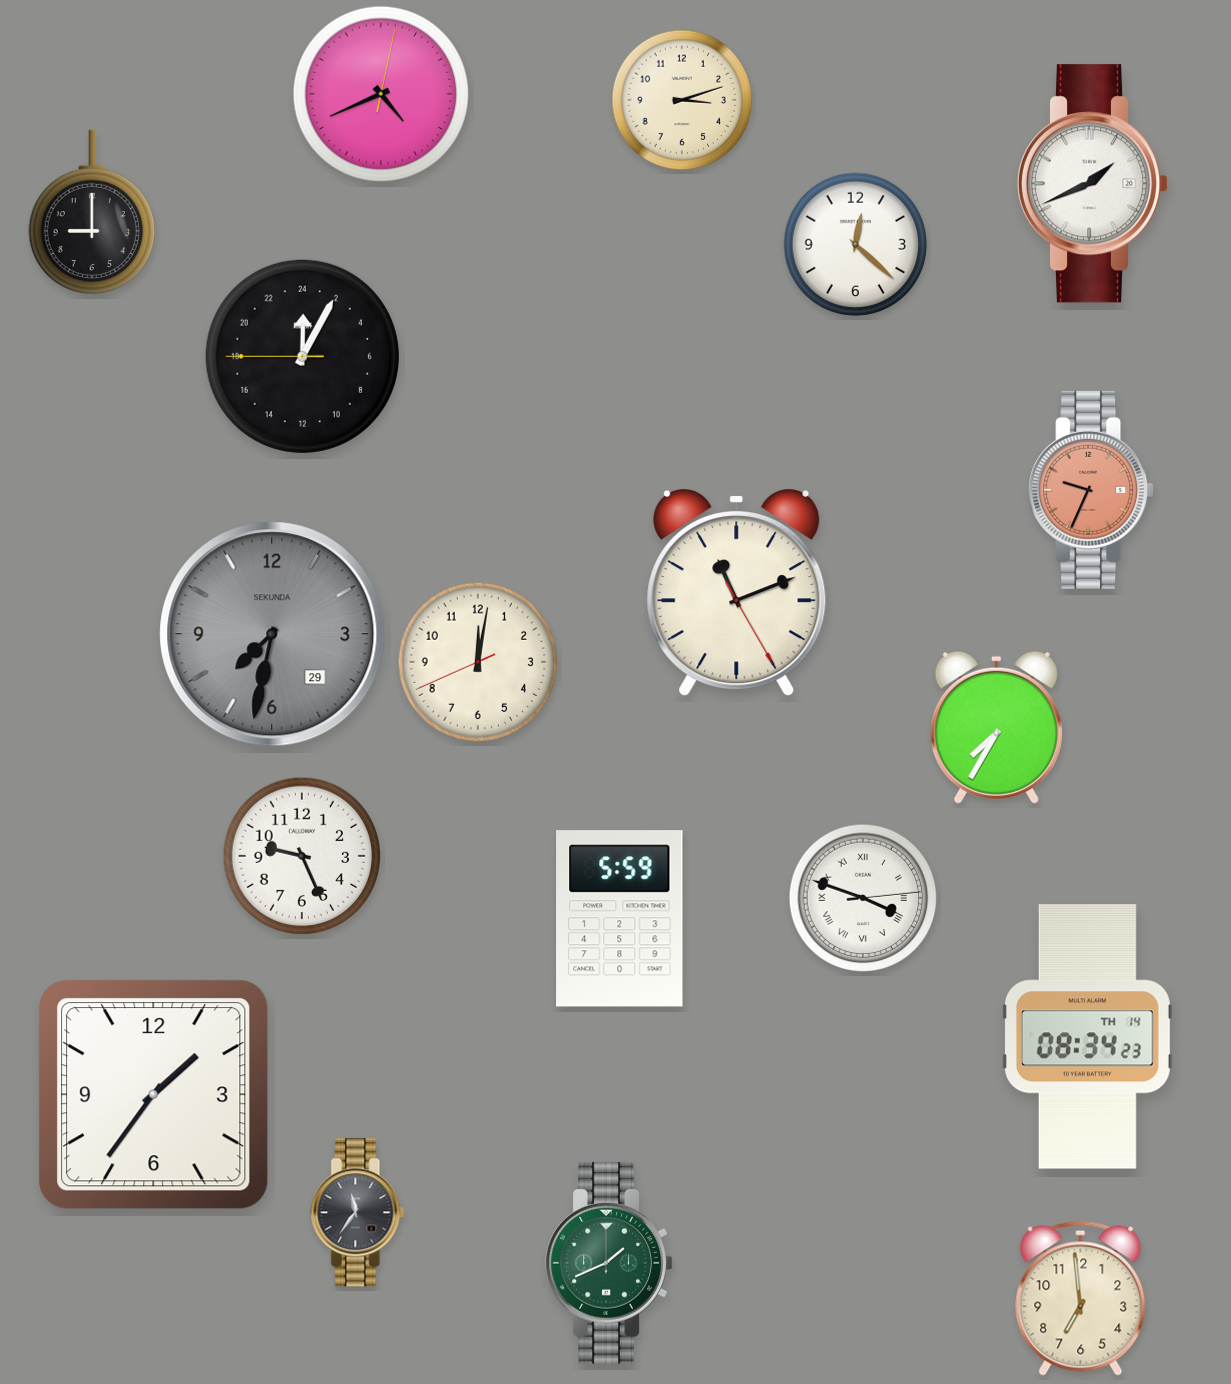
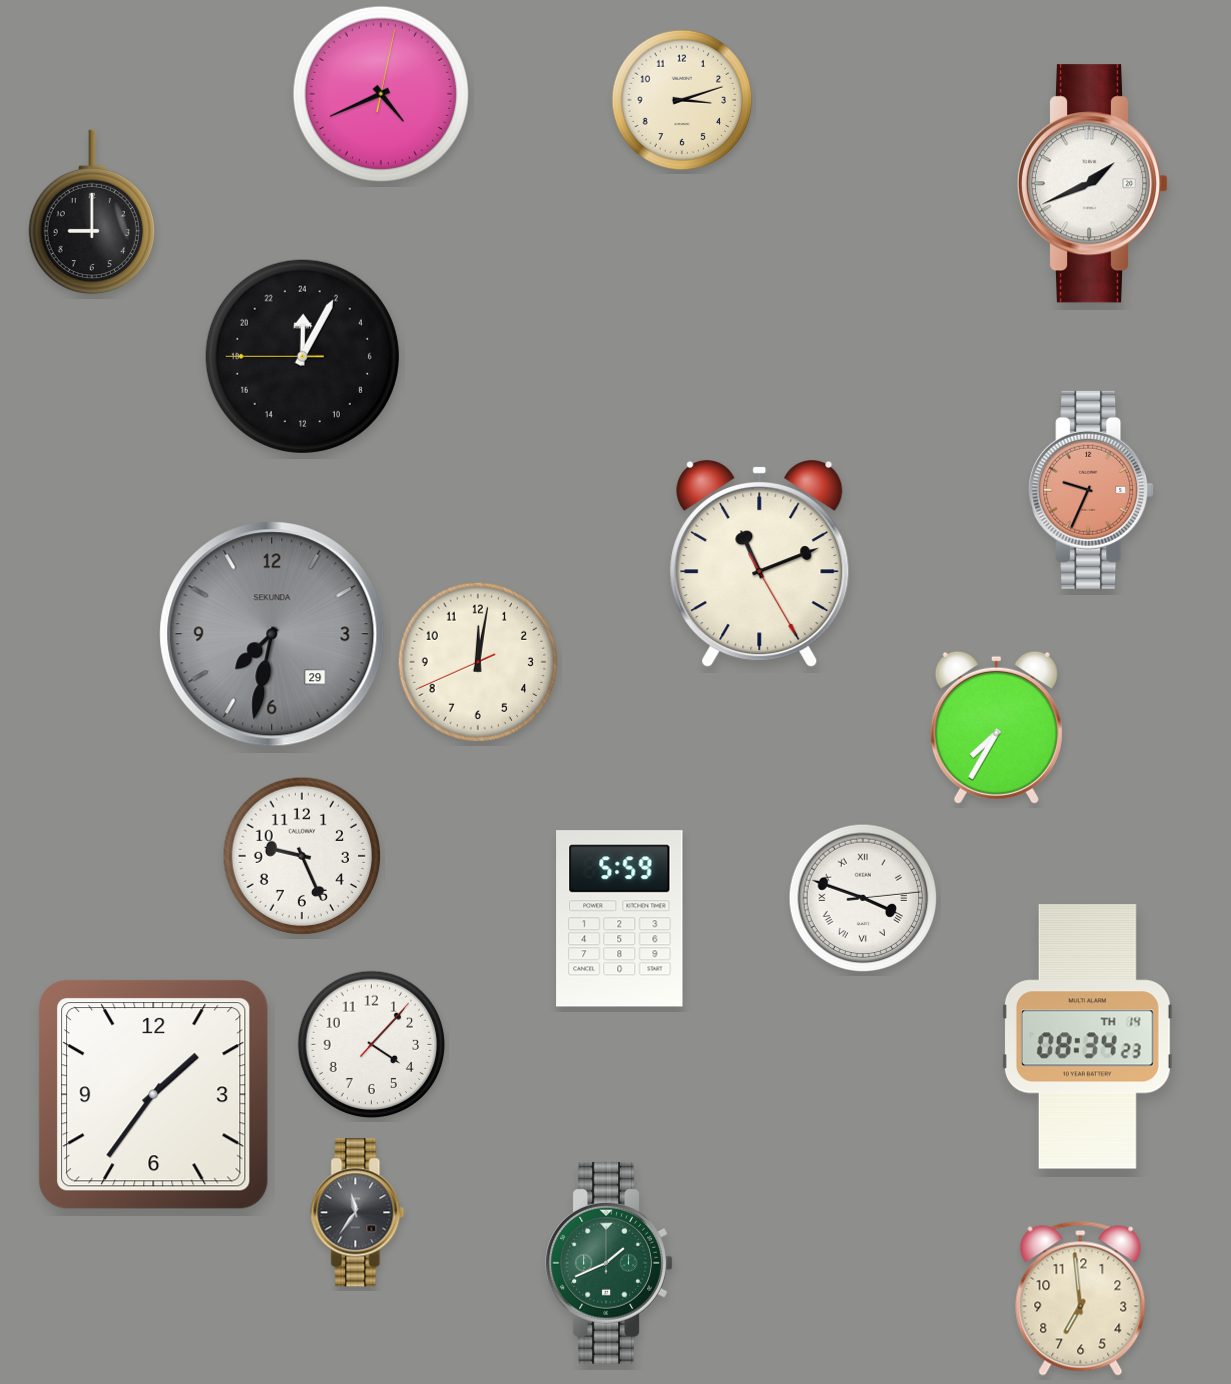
clock at (856, 245): 12:22 -> none
clock at (737, 593) position: (737, 593) -> (760, 564)
clock at (372, 1045): none -> 4:07
